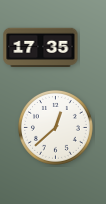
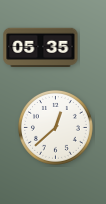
clock at (41, 47): 17:35 -> 05:35
